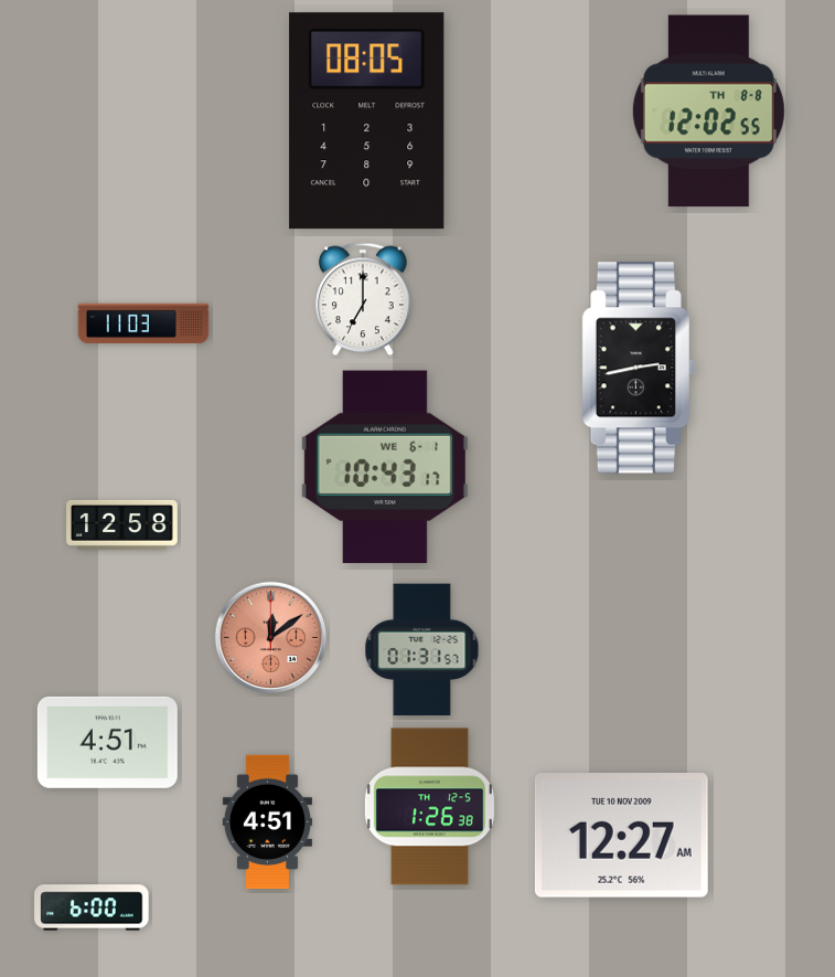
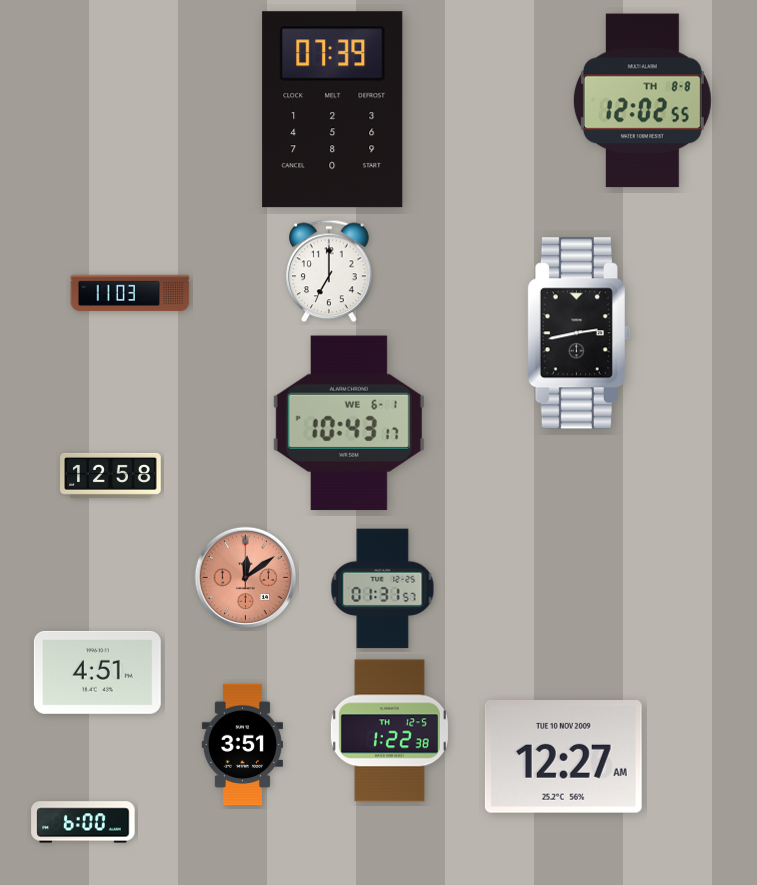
clock at (367, 121): 08:05 -> 07:39
clock at (429, 807): 1:26 -> 1:22
clock at (267, 822): 4:51 -> 3:51
